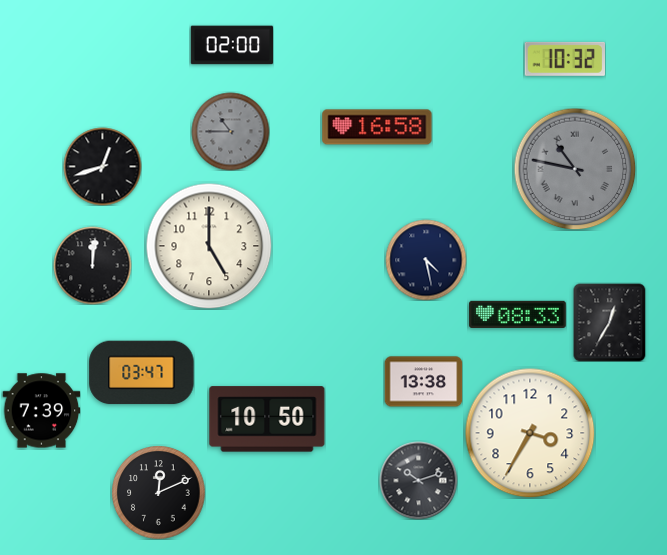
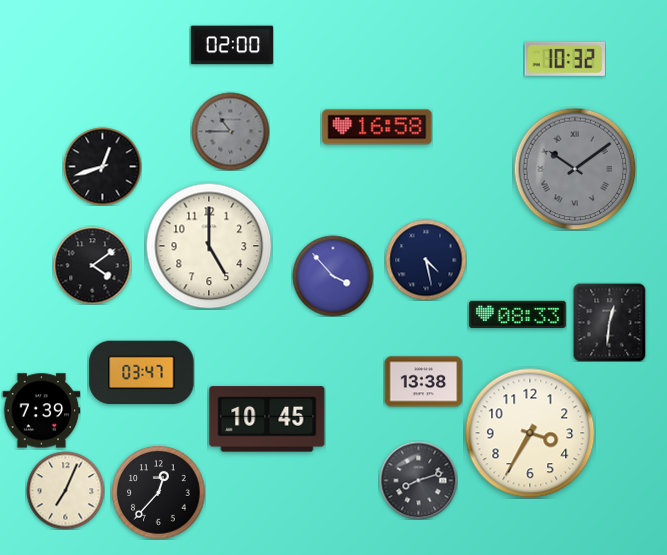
clock at (575, 169): 10:47 -> 10:09
clock at (92, 265): 12:01 -> 4:09
clock at (333, 276): none -> 3:53
clock at (610, 322): 12:35 -> 12:31
clock at (267, 419): 10:50 -> 10:45
clock at (418, 480): 10:12 -> 8:12
clock at (65, 490): none -> 7:04
clock at (158, 492): 12:11 -> 12:37
